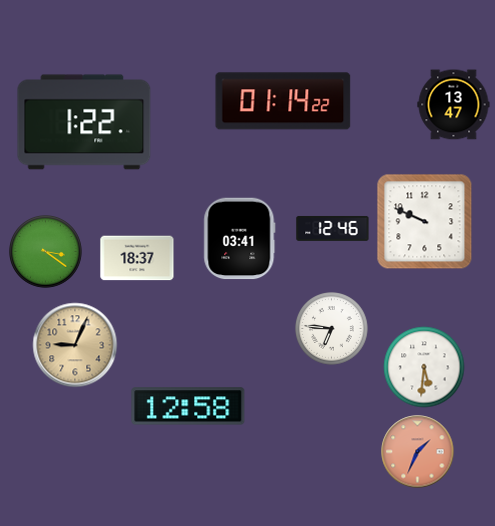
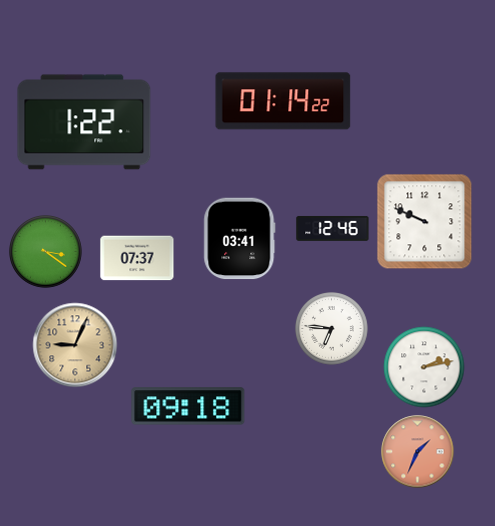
clock at (454, 105): 13:47 -> none
clock at (137, 258): 18:37 -> 07:37
clock at (424, 367): 5:31 -> 2:13
clock at (188, 406): 12:58 -> 09:18
